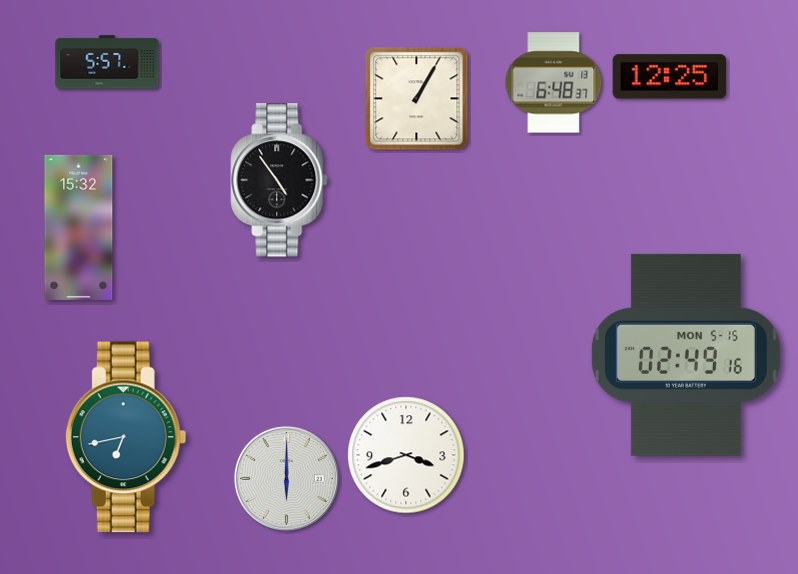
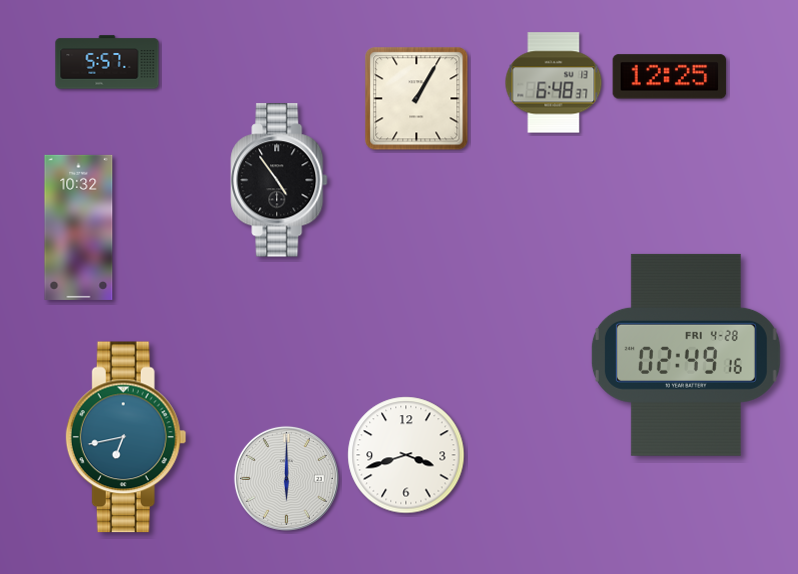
clock at (79, 227): 15:32 -> 10:32
clock at (686, 355) date: MON 5-15 -> FRI 4-28
